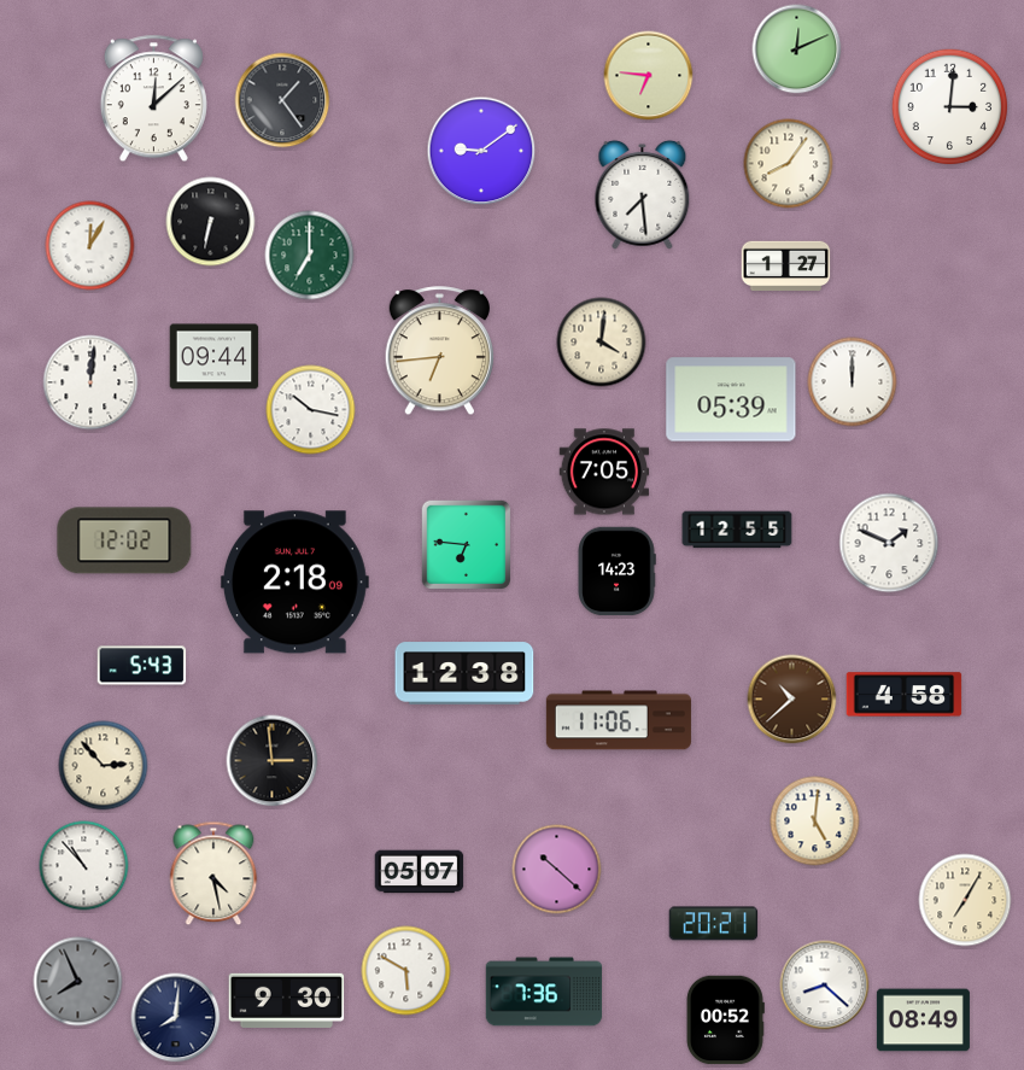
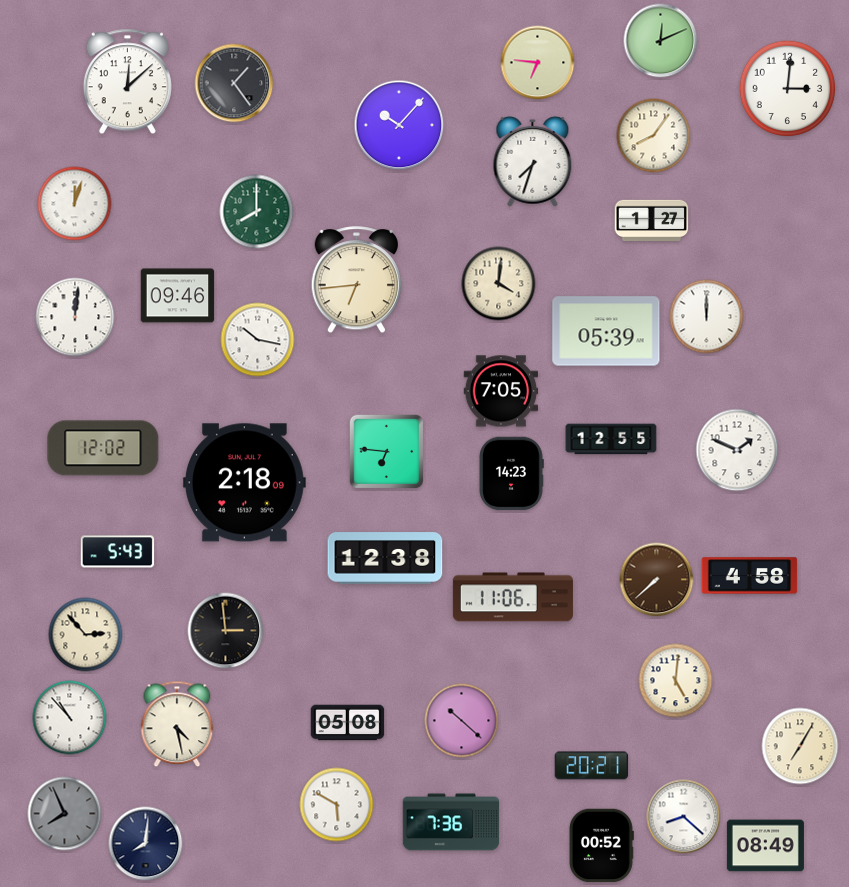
clock at (481, 151): 9:09 -> 10:07
clock at (643, 194): 7:29 -> 7:33
clock at (211, 222): 6:32 -> none
clock at (90, 246): 12:05 -> 12:03
clock at (310, 256): 7:00 -> 8:00
clock at (439, 351) position: (439, 351) -> (356, 280)
clock at (215, 357): 09:44 -> 09:46
clock at (792, 700): 10:38 -> 7:38
clock at (420, 872): 05:07 -> 05:08
clock at (287, 1000): 9:30 -> none
